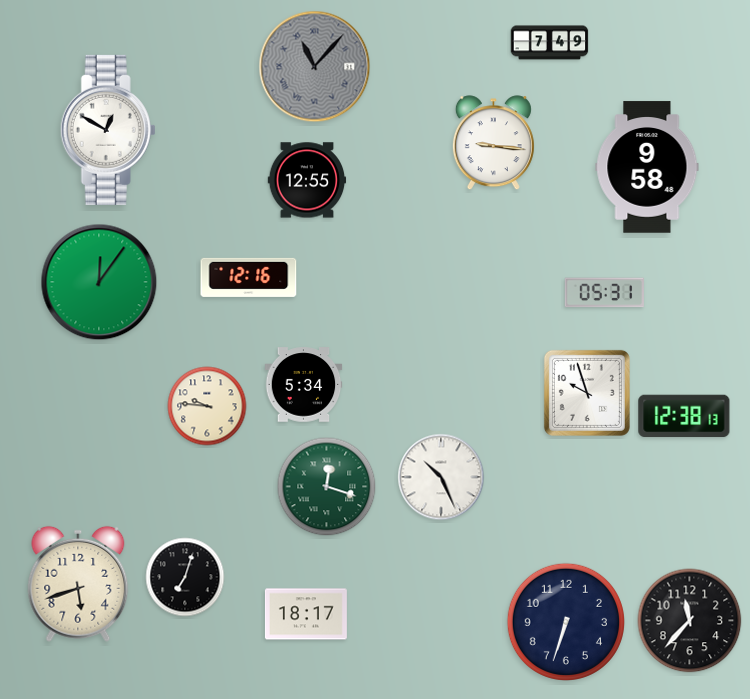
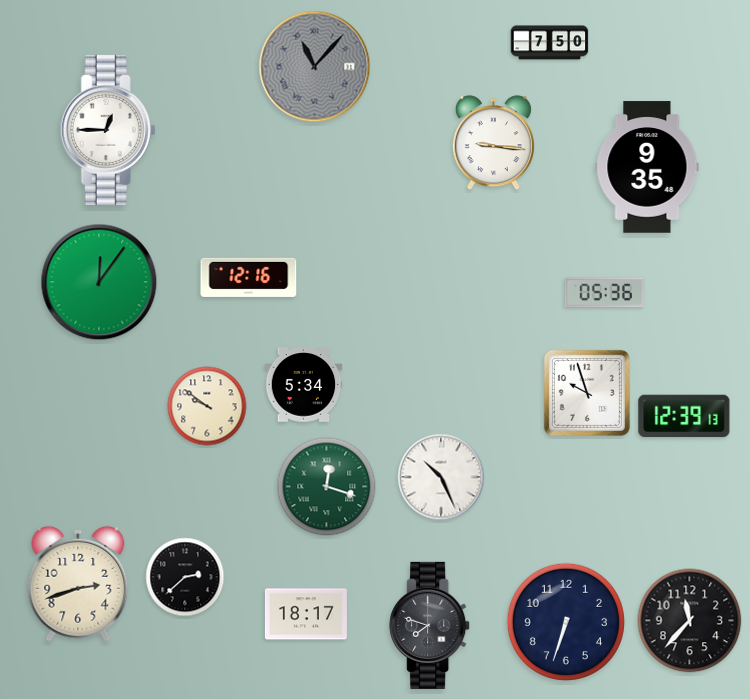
clock at (550, 43): 7:49 -> 7:50
clock at (108, 130): 12:50 -> 12:45
clock at (647, 167): 9:58 -> 9:35
clock at (307, 180): 12:55 -> none
clock at (604, 293): 05:31 -> 05:36
clock at (207, 406): 9:46 -> 9:51
clock at (684, 416): 12:38 -> 12:39
clock at (185, 577): 7:03 -> 2:38
clock at (78, 584): 5:42 -> 2:42
clock at (430, 625): none -> 7:48
